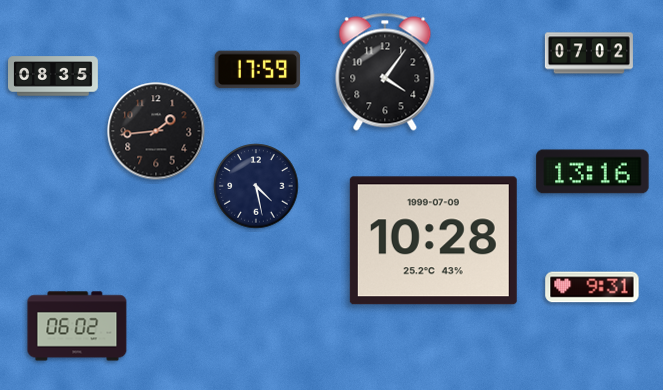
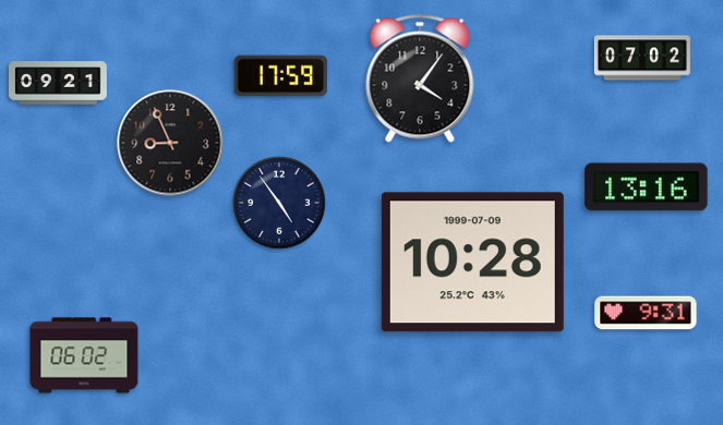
clock at (54, 76): 08:35 -> 09:21
clock at (156, 131): 1:44 -> 8:56
clock at (256, 186): 4:28 -> 4:54
